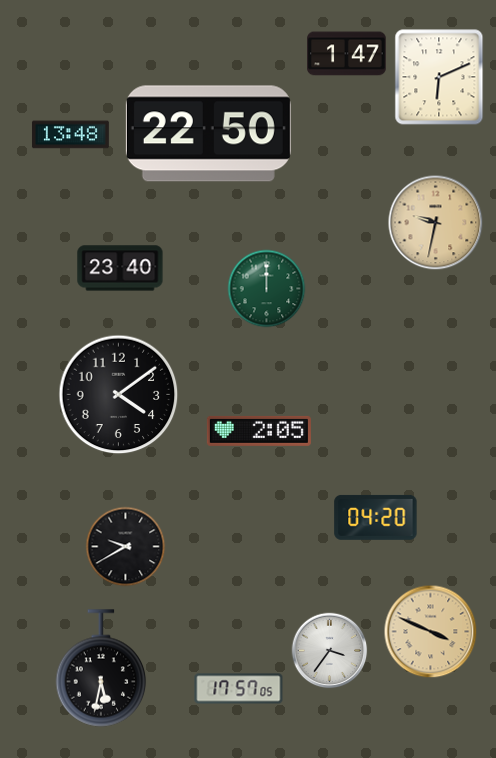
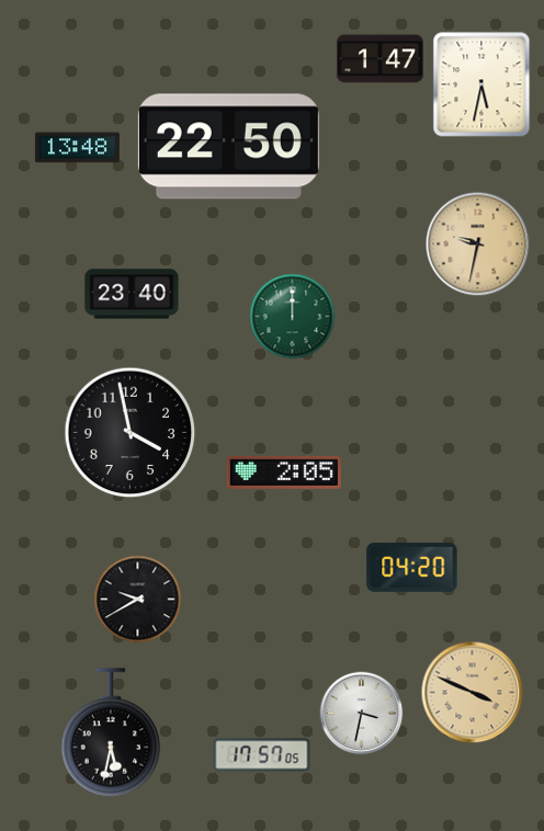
clock at (439, 77): 6:11 -> 5:32
clock at (119, 395): 4:09 -> 3:58
clock at (330, 651): 3:36 -> 3:32
